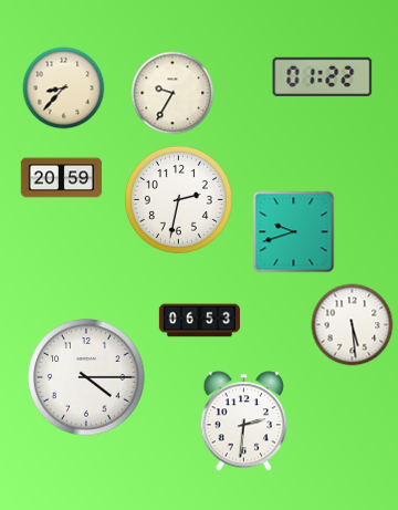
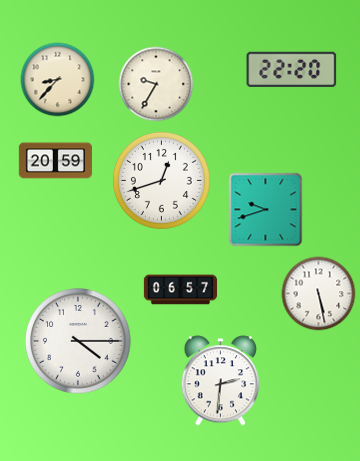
clock at (323, 76): 01:22 -> 22:20
clock at (178, 199): 2:32 -> 12:42
clock at (199, 321): 06:53 -> 06:57
clock at (353, 325): 5:29 -> 5:28
